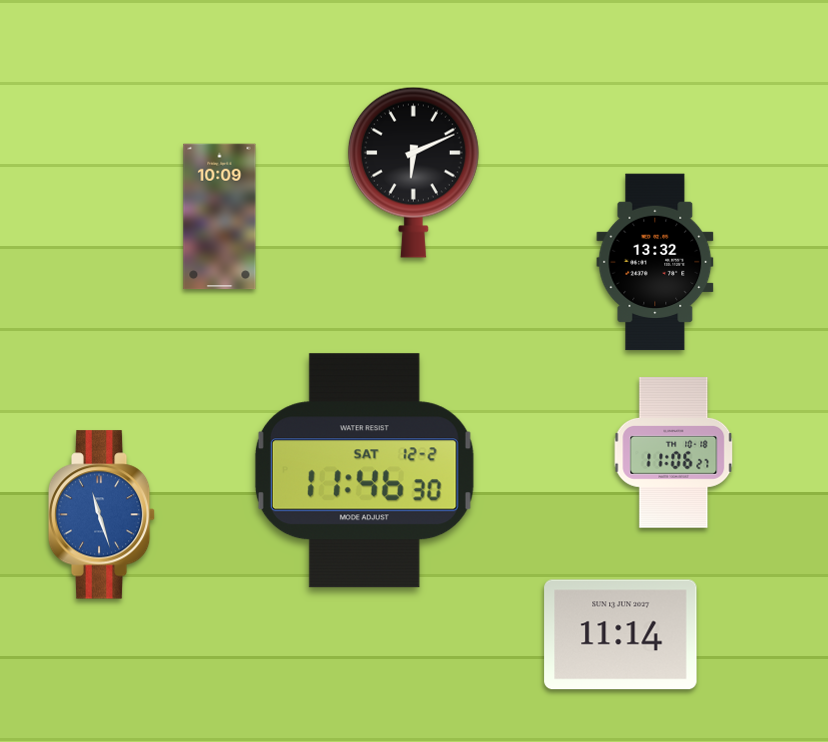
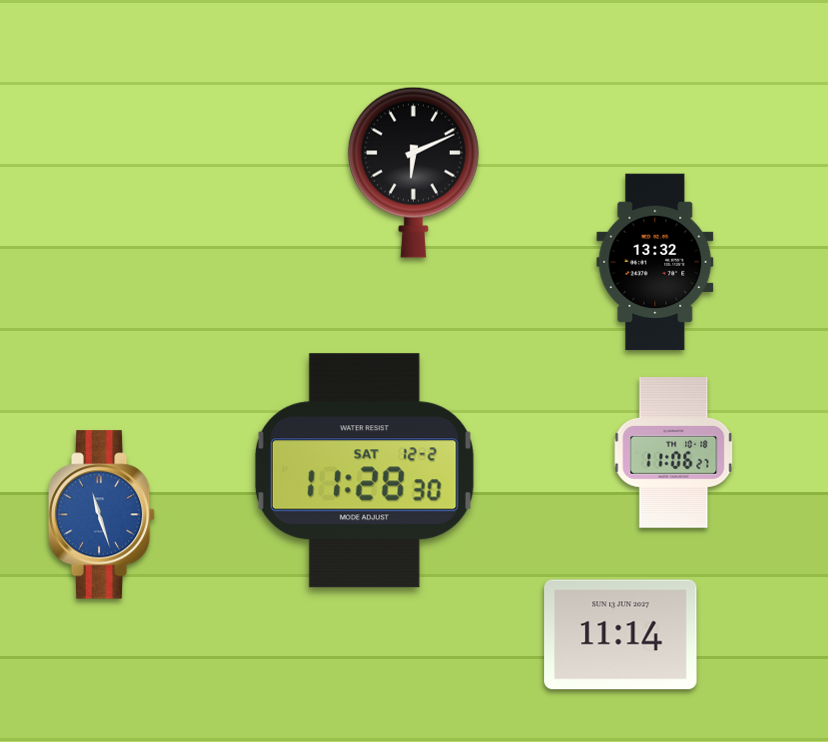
clock at (220, 217): 10:09 -> none
clock at (364, 471): 11:46 -> 11:28
